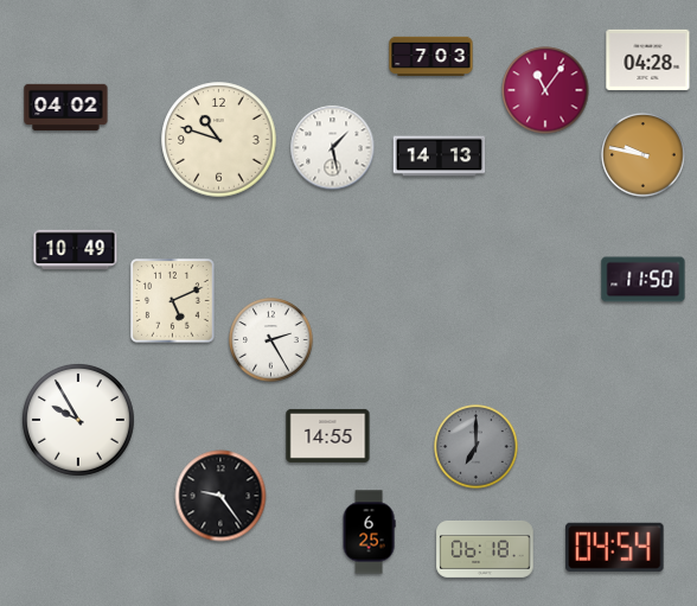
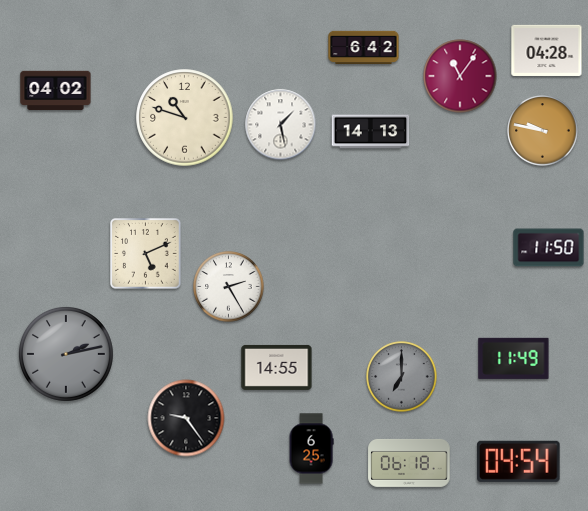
clock at (431, 57): 7:03 -> 6:42
clock at (76, 249): 10:49 -> none
clock at (644, 280) position: (644, 280) -> (549, 248)
clock at (78, 420): 9:55 -> 2:13
clock at (78, 420) dial: white -> grey
clock at (514, 358): none -> 11:49
